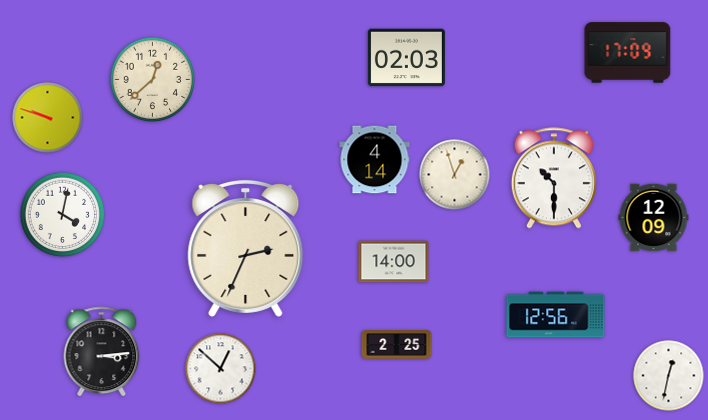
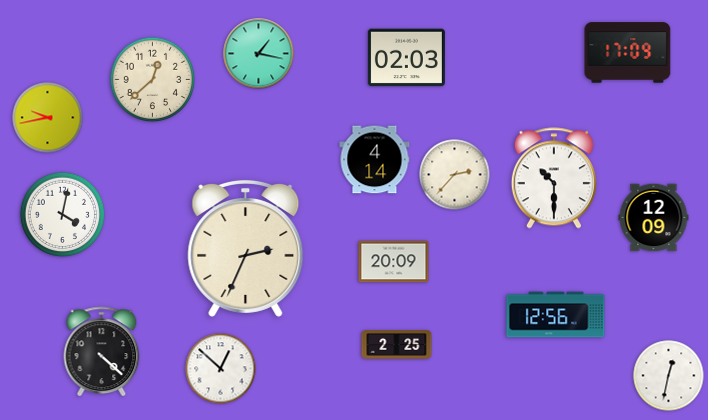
clock at (259, 54): none -> 1:17
clock at (48, 118): 9:48 -> 9:43
clock at (455, 175): 12:57 -> 2:37
clock at (394, 262): 14:00 -> 20:09
clock at (102, 352): 3:14 -> 4:22
